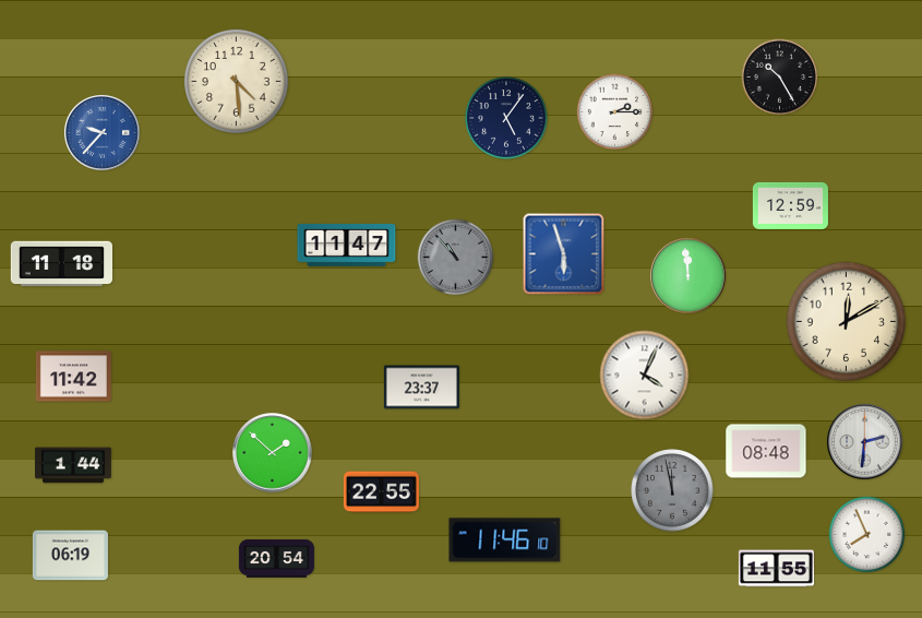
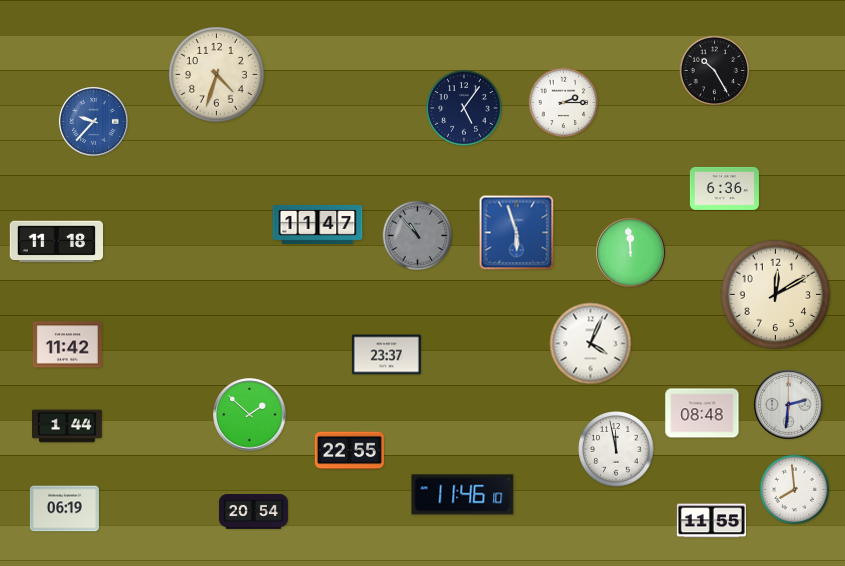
clock at (237, 82): 4:29 -> 4:33
clock at (790, 205): 12:59 -> 6:36
clock at (865, 442) position: (865, 442) -> (789, 405)
clock at (672, 490) dial: grey -> white
clock at (867, 535): 7:56 -> 7:59
